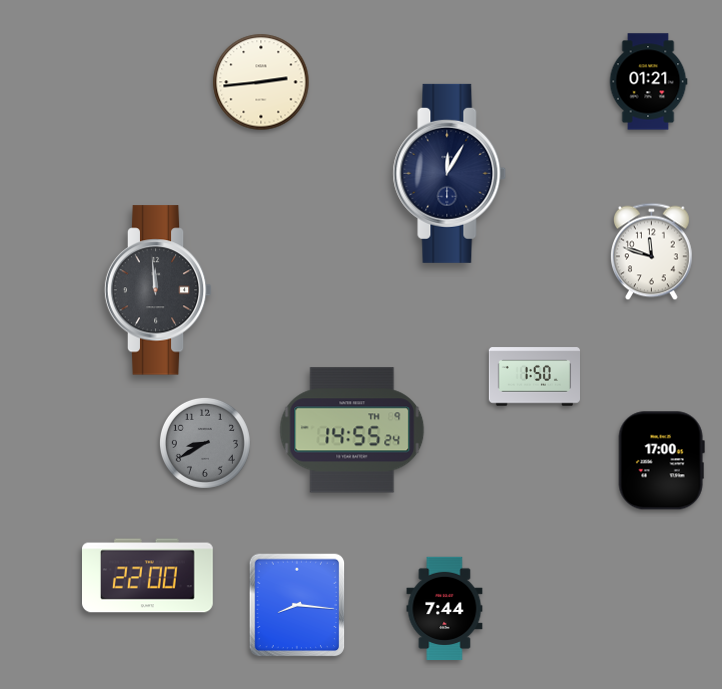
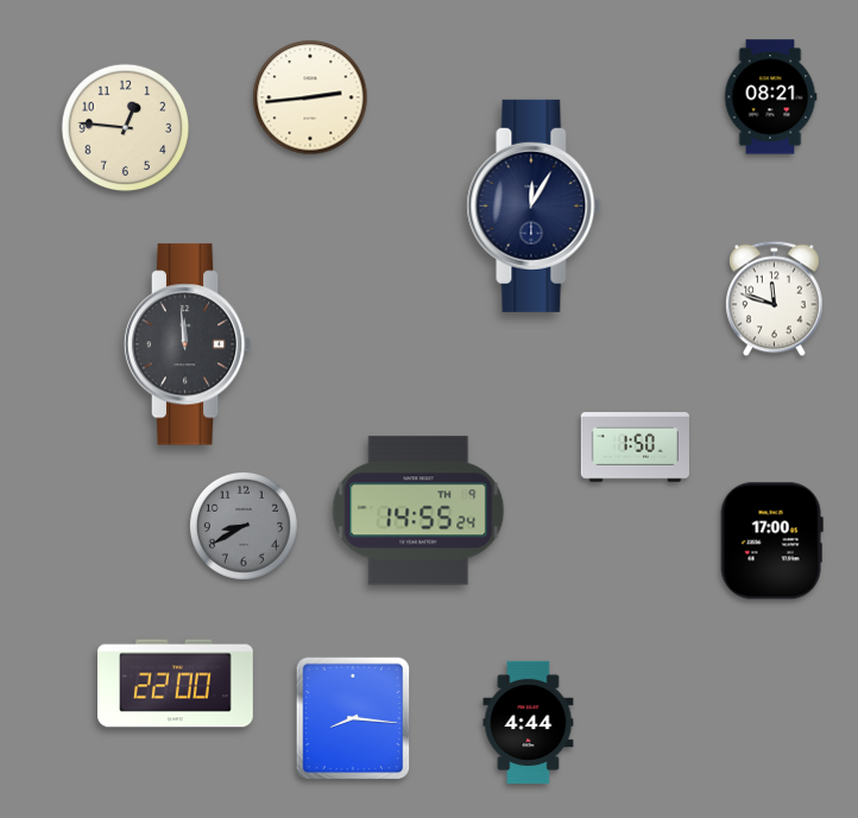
clock at (648, 82): 01:21 -> 08:21
clock at (126, 128): none -> 12:46
clock at (661, 461) position: (661, 461) -> (771, 541)
clock at (445, 609): 7:44 -> 4:44
